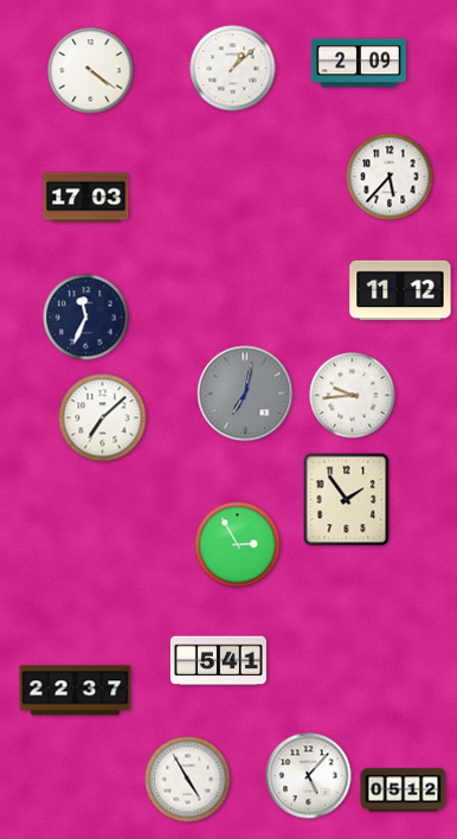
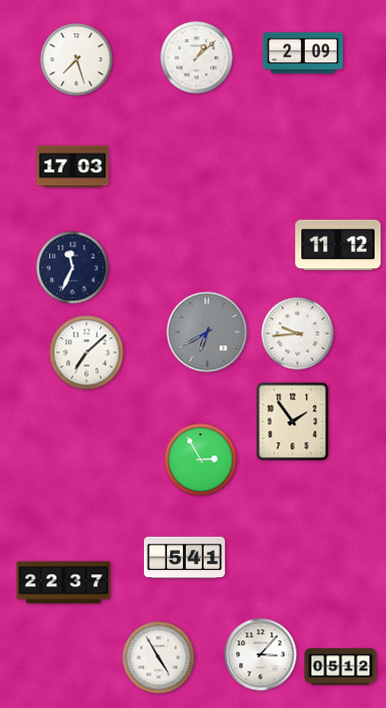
clock at (91, 71): 4:21 -> 7:27
clock at (390, 177): 5:37 -> none
clock at (245, 393): 7:02 -> 6:40
clock at (309, 776): 5:07 -> 3:07
